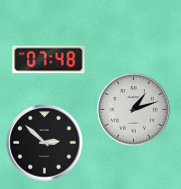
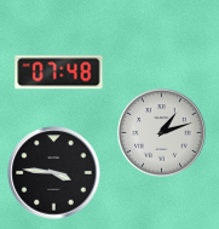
clock at (45, 143): 2:52 -> 3:46
